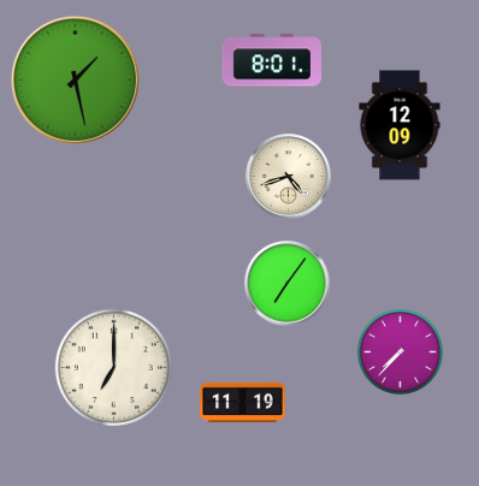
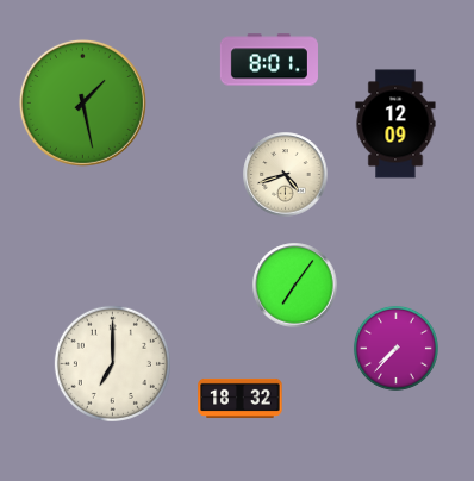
clock at (75, 79) position: (75, 79) -> (82, 102)
clock at (288, 284) position: (288, 284) -> (295, 286)
clock at (243, 402): 11:19 -> 18:32
